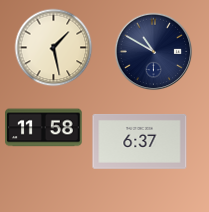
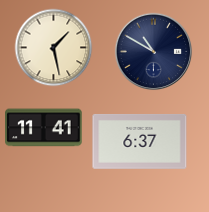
clock at (44, 128): 11:58 -> 11:41
